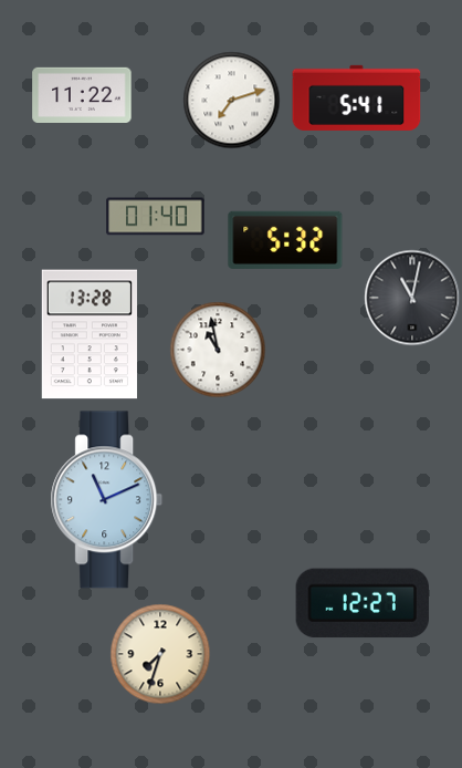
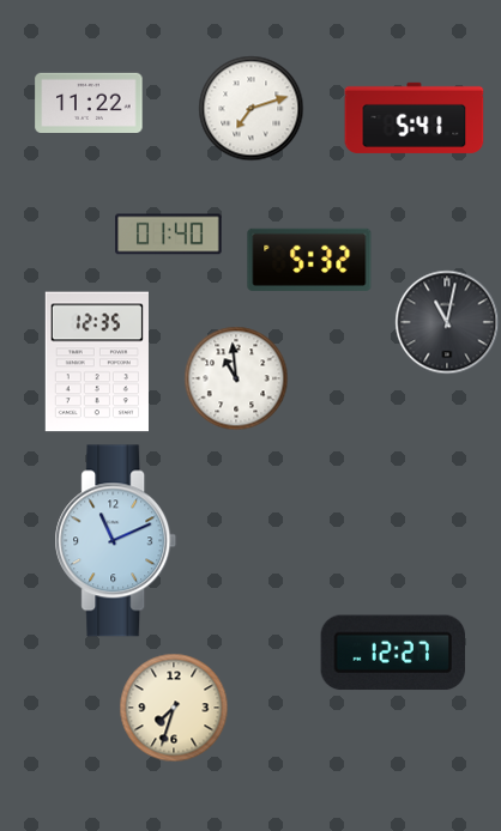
clock at (357, 97) position: (357, 97) -> (415, 117)
clock at (90, 334): 13:28 -> 12:35
clock at (218, 350): 10:58 -> 10:59
